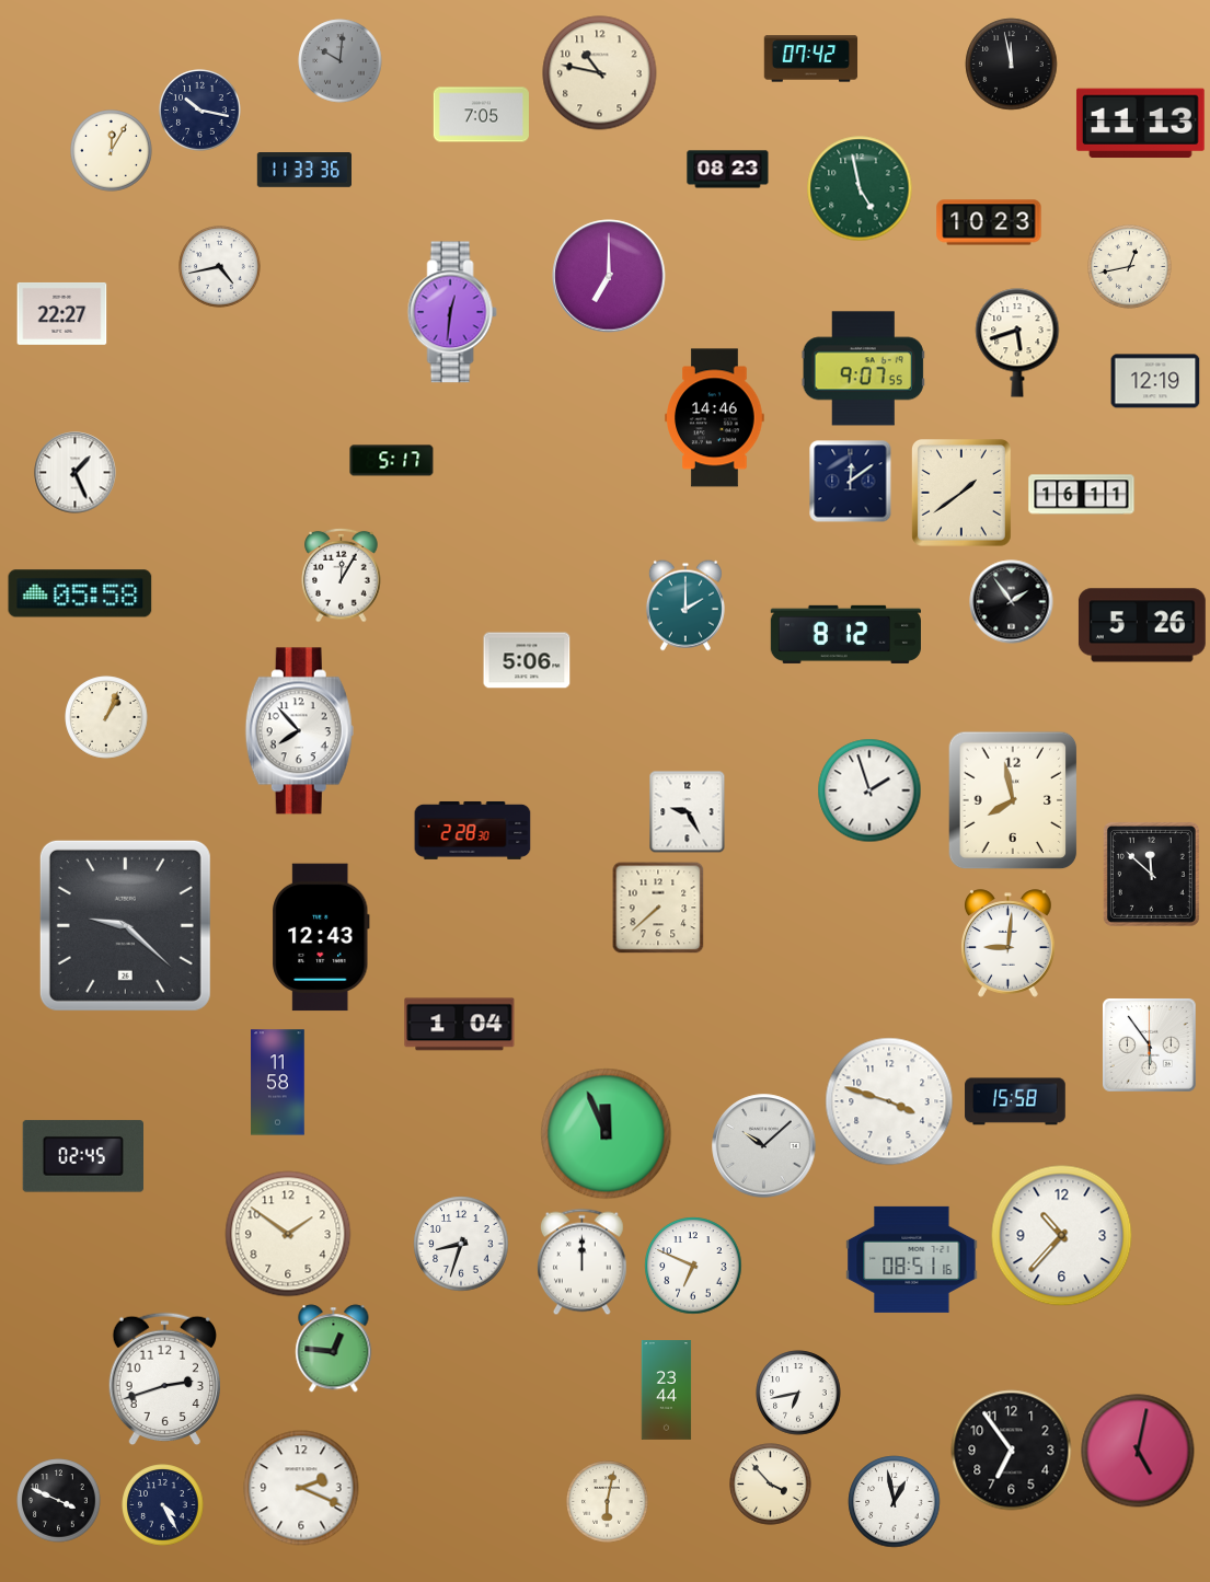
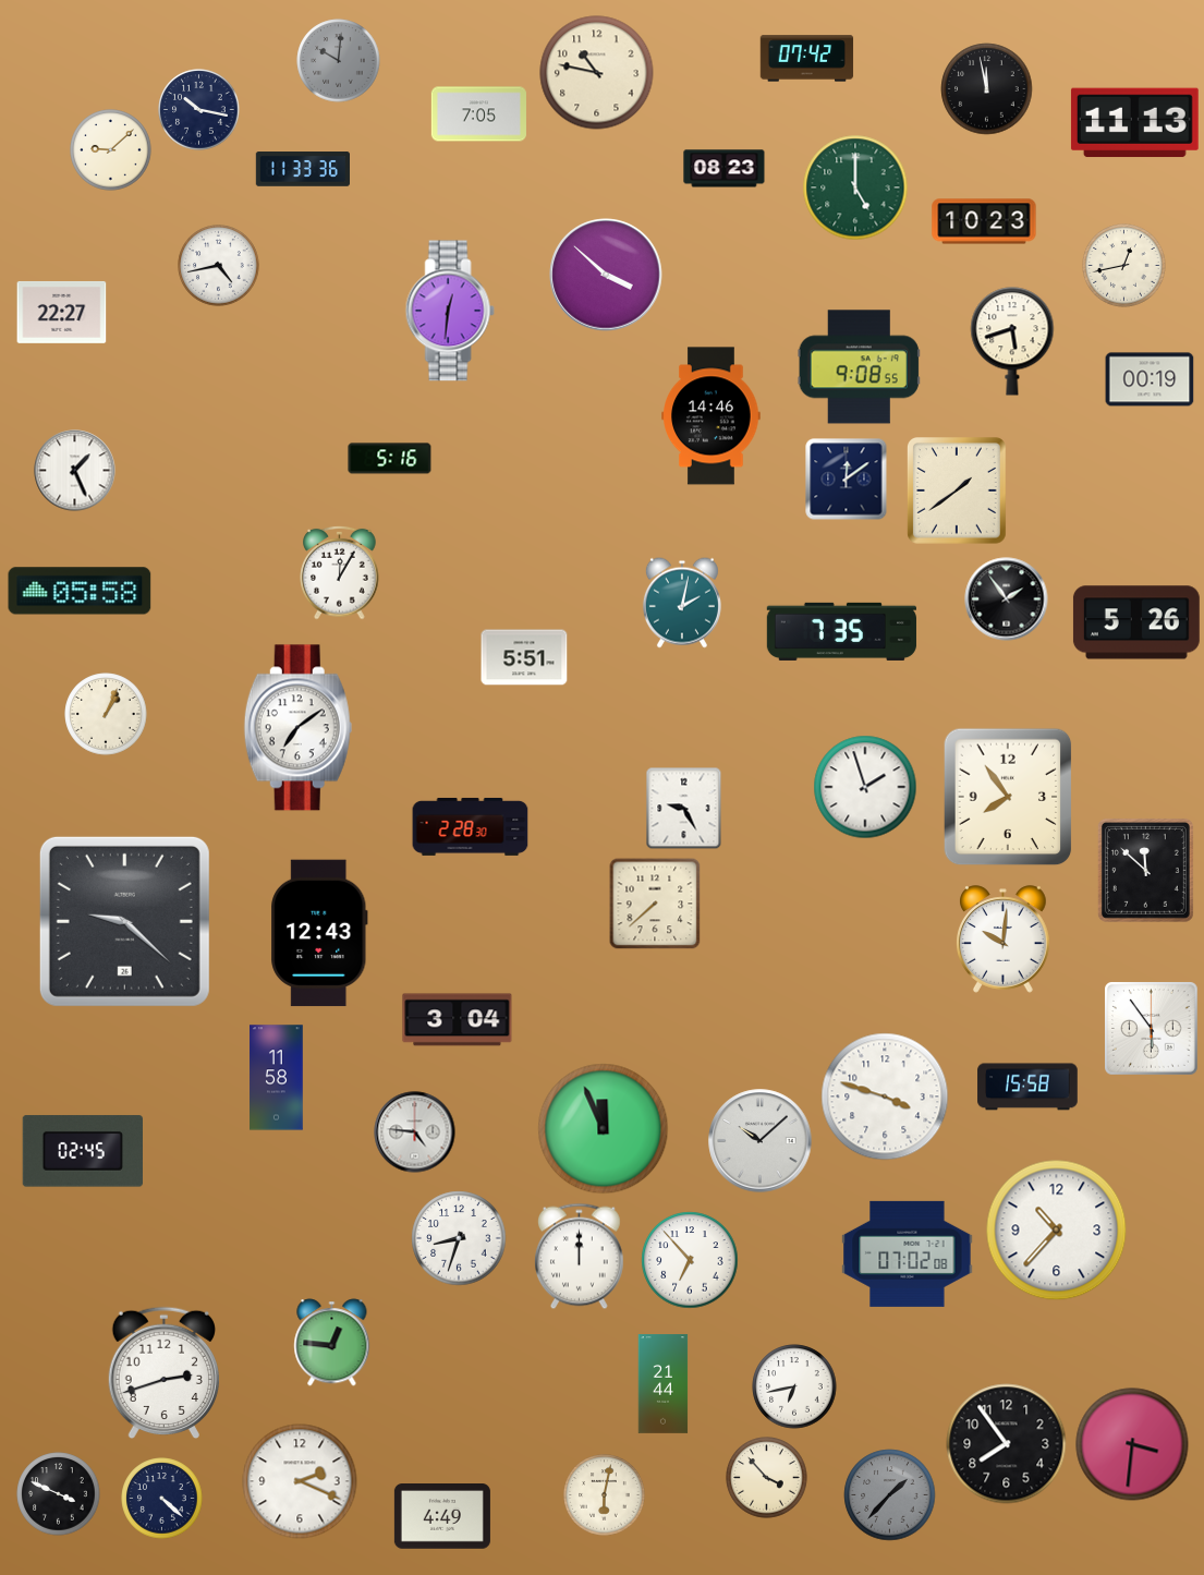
clock at (1012, 65) position: (1012, 65) -> (987, 89)
clock at (112, 151): 12:05 -> 9:08
clock at (860, 188): 4:58 -> 5:00
clock at (609, 276): 7:00 -> 3:52
clock at (863, 369): 9:07 -> 9:08
clock at (1155, 381): 12:19 -> 00:19
clock at (392, 461): 5:17 -> 5:16
clock at (1082, 495): 16:11 -> none
clock at (685, 605): 2:00 -> 2:02
clock at (845, 634): 8:12 -> 7:35
clock at (527, 660): 5:06 -> 5:51
clock at (299, 731): 7:53 -> 7:09
clock at (1013, 800): 7:58 -> 7:54
clock at (1009, 944): 9:01 -> 10:01
clock at (460, 1025): 1:04 -> 3:04
clock at (1150, 1046) position: (1150, 1046) -> (1152, 1029)
clock at (1015, 1101) position: (1015, 1101) -> (1027, 1087)
clock at (415, 1132): none -> 4:46
clock at (288, 1234): 1:51 -> none
clock at (912, 1259): 08:51 -> 07:02
clock at (693, 1266): 6:49 -> 6:53
clock at (667, 1390): 23:44 -> 21:44
clock at (1012, 1451): 6:54 -> 7:54
clock at (1138, 1451): 5:02 -> 3:31
clock at (895, 1502): 12:58 -> 1:37
clock at (895, 1502) dial: white -> grey
clock at (163, 1505): 4:25 -> 4:22
clock at (442, 1517): none -> 4:49
